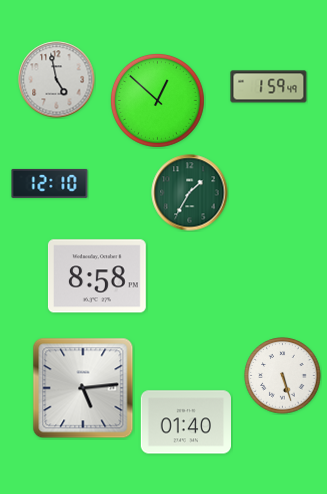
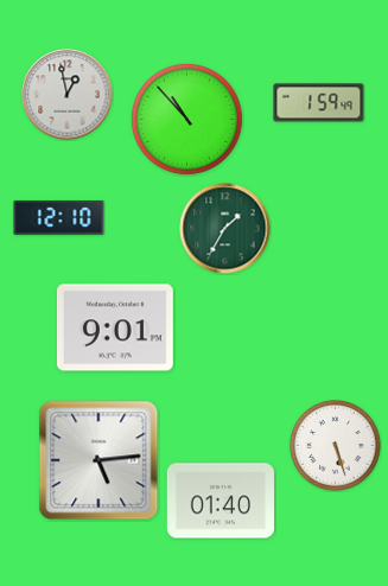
clock at (57, 80): 4:58 -> 12:58
clock at (157, 100): 12:52 -> 10:53
clock at (97, 276): 8:58 -> 9:01
